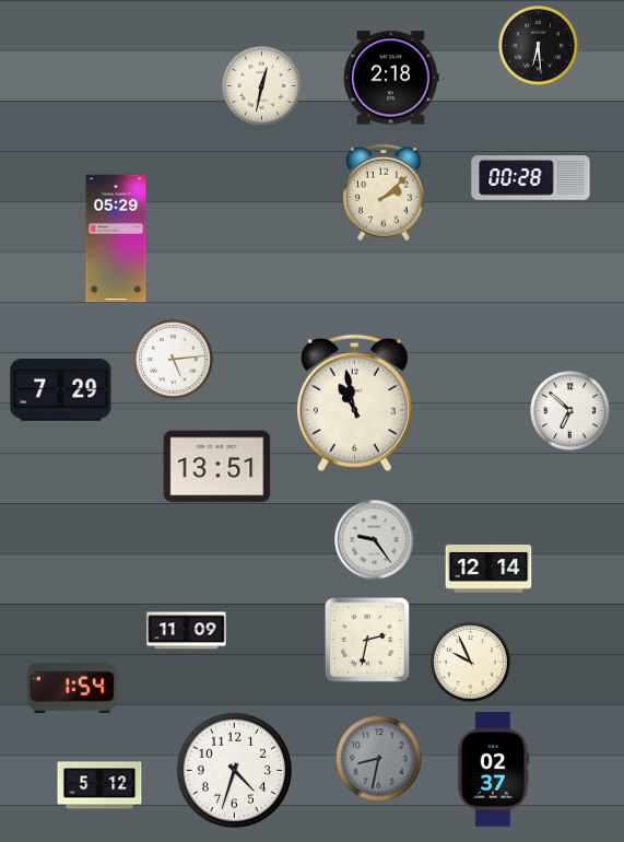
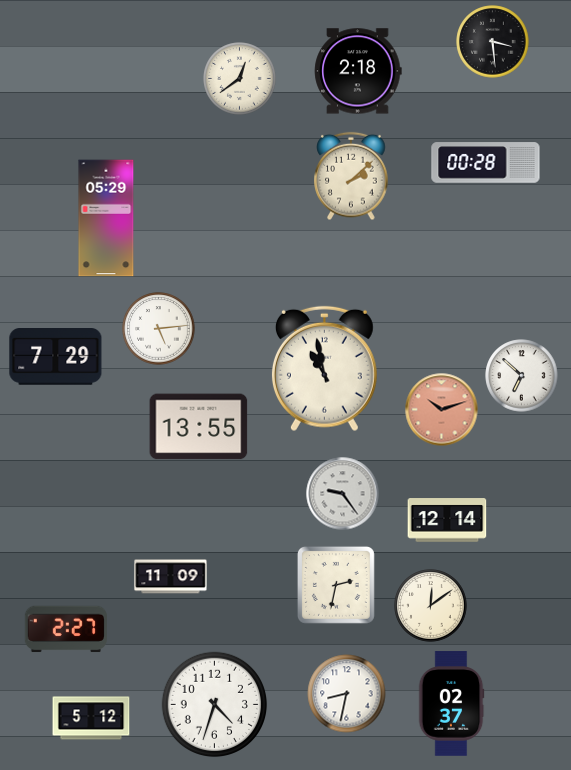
clock at (539, 46): 6:29 -> 3:29
clock at (262, 86): 12:32 -> 12:39
clock at (442, 410): none -> 10:12
clock at (217, 467): 13:51 -> 13:55
clock at (471, 663): 9:56 -> 12:09
clock at (72, 688): 1:54 -> 2:27
clock at (379, 759) dial: grey -> white
